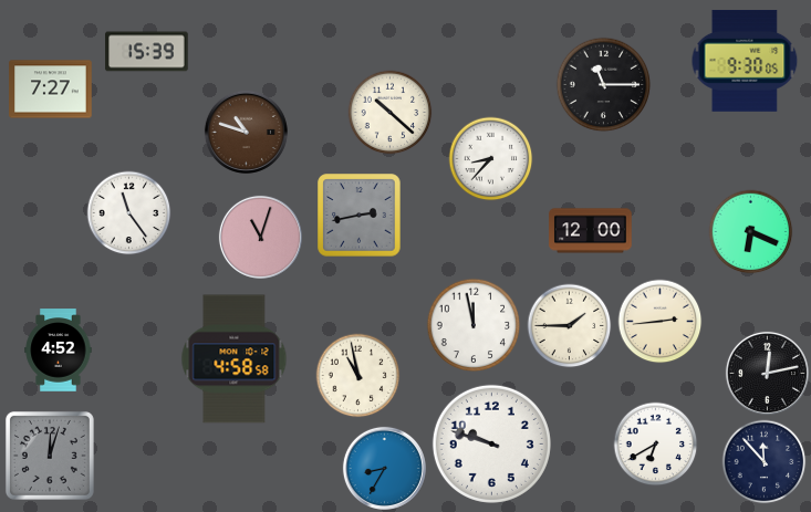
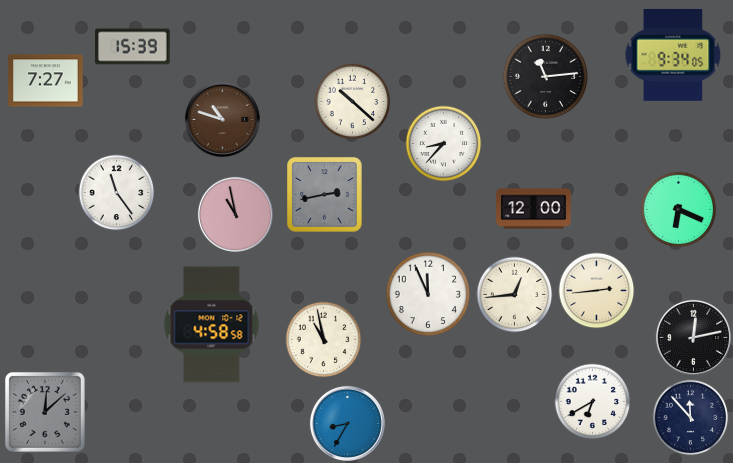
clock at (745, 61): 9:30 -> 9:34
clock at (604, 85): 11:15 -> 11:14
clock at (260, 237): 11:03 -> 10:58
clock at (474, 325): 11:58 -> 11:56
clock at (570, 326): 1:45 -> 12:44
clock at (59, 351): 4:52 -> none
clock at (491, 443): 9:48 -> none
clock at (50, 456): 12:03 -> 12:08
